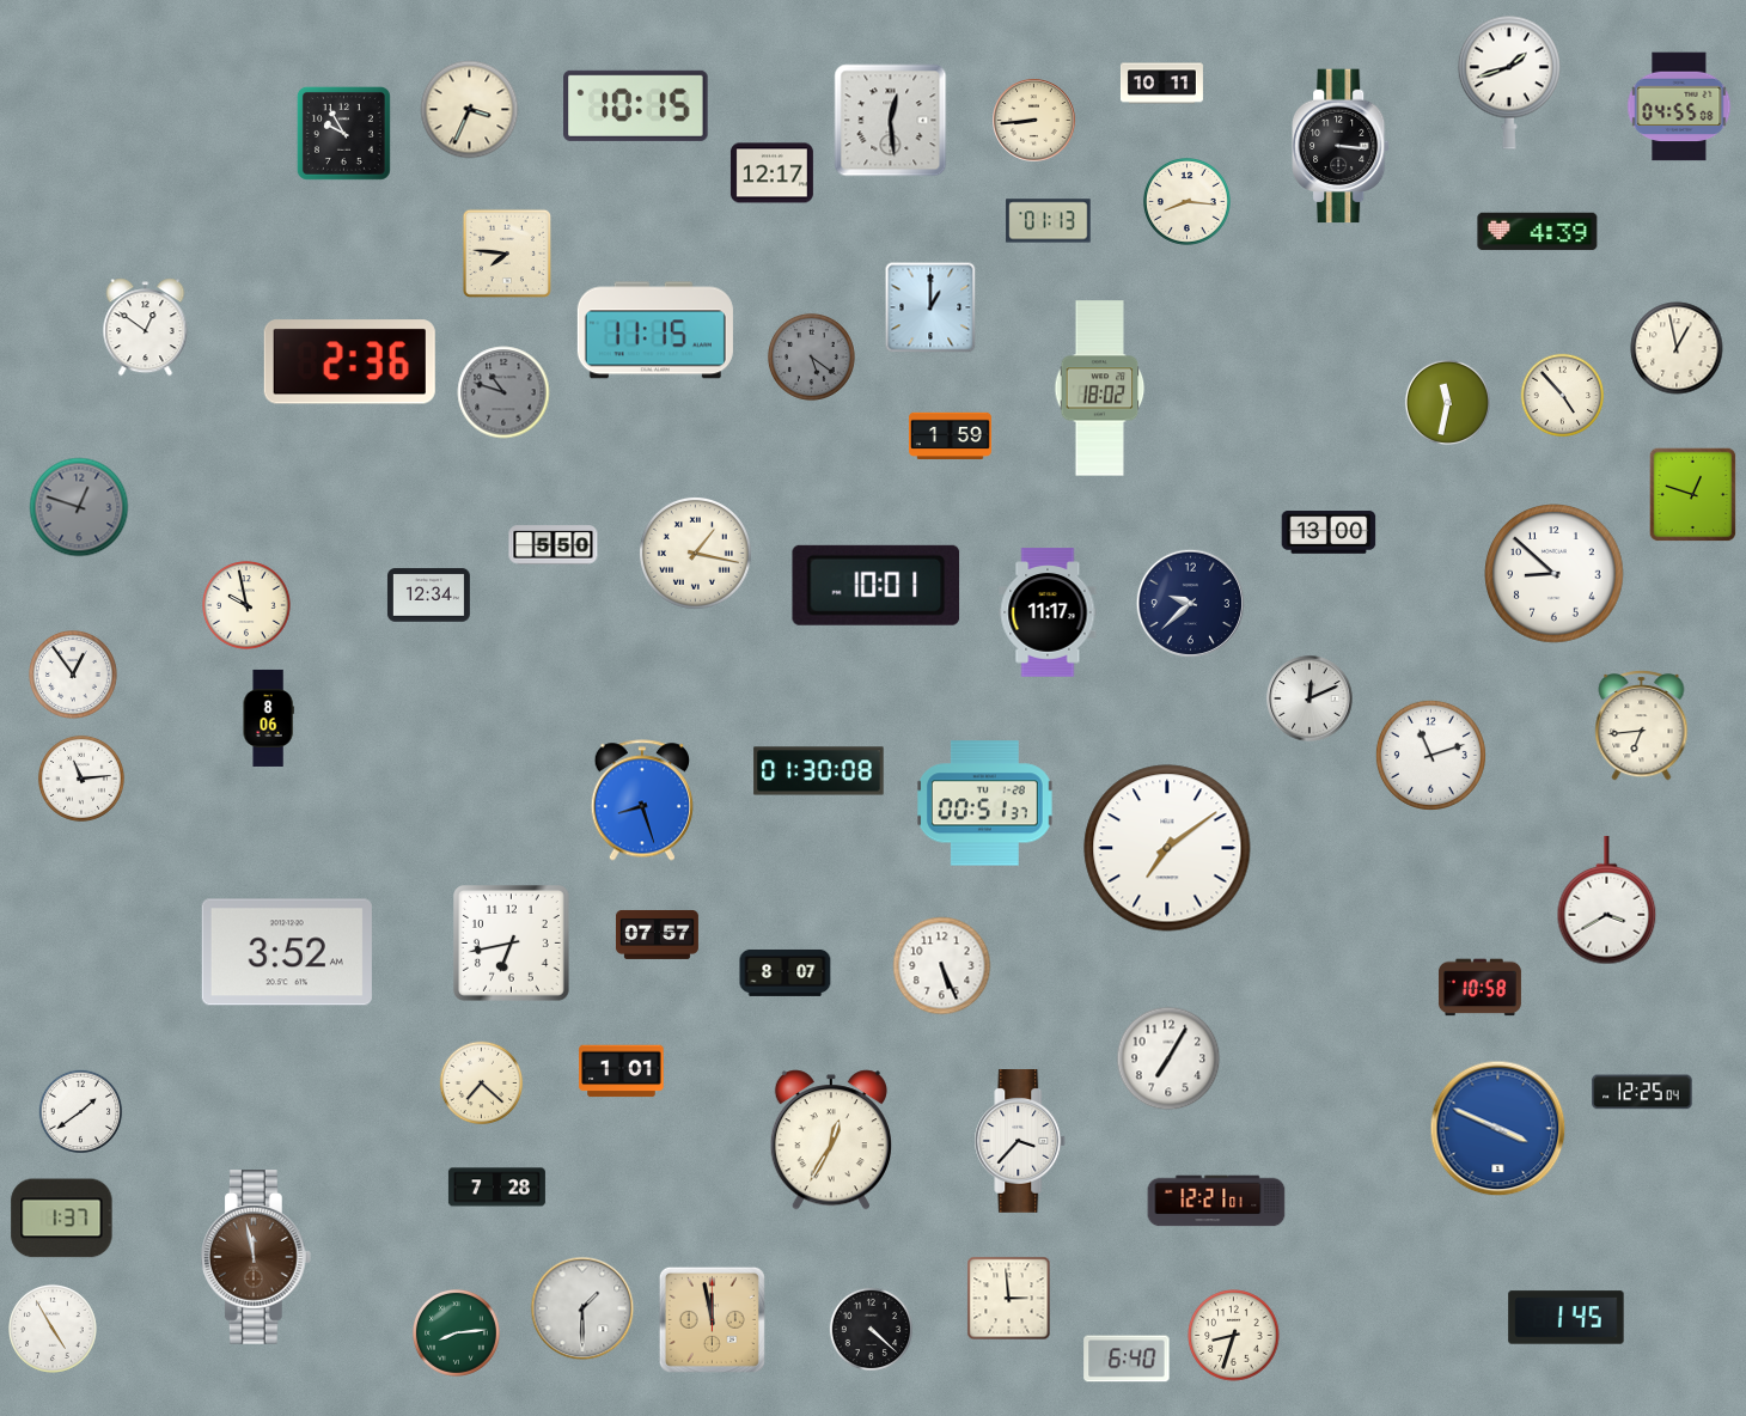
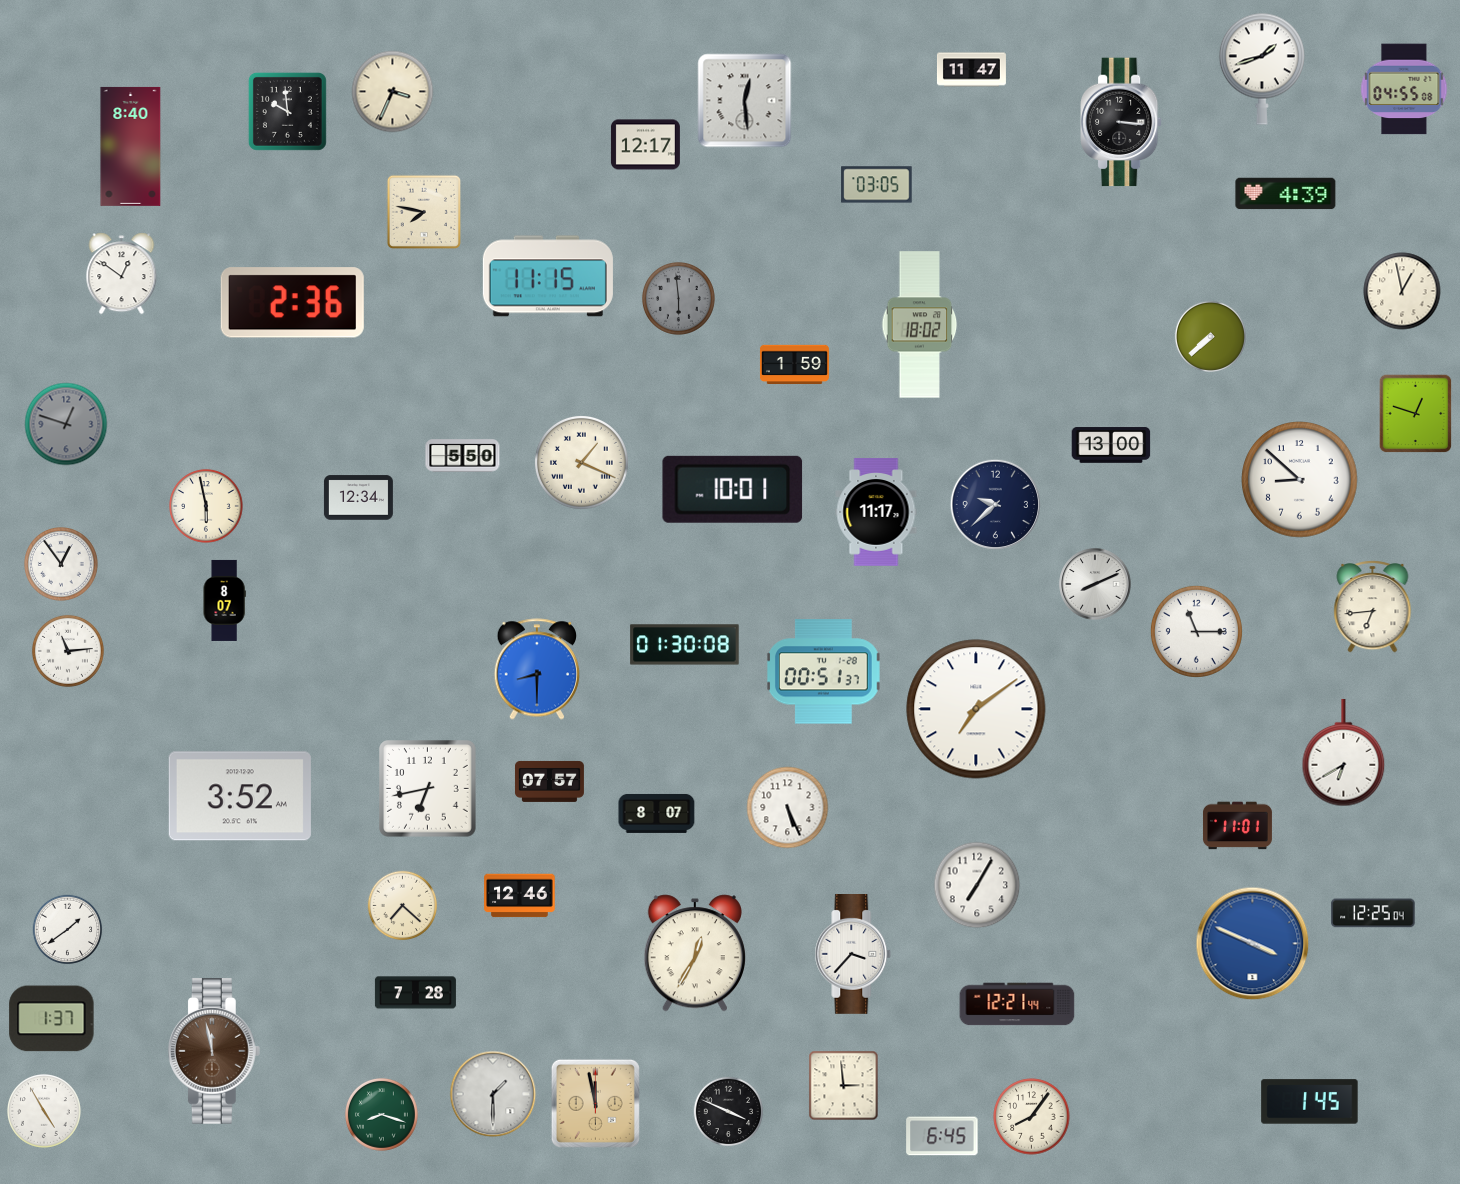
clock at (1161, 84): 10:11 -> 11:47
clock at (636, 105): 10:15 -> none
clock at (1034, 121): 8:44 -> none
clock at (343, 133): 9:55 -> 9:59
clock at (131, 146): none -> 8:40
clock at (1186, 201): 8:16 -> none
clock at (1049, 221): 01:13 -> 03:05
clock at (506, 252): 7:46 -> 7:47
clock at (930, 307): 1:00 -> none
clock at (811, 356): 5:21 -> 5:59
clock at (503, 392): 10:48 -> none
clock at (1563, 396): 4:53 -> none
clock at (1447, 402): 11:32 -> 7:38
clock at (695, 553): 1:17 -> 1:19
clock at (246, 605): 9:58 -> 5:58
clock at (1309, 698): 12:11 -> 8:11
clock at (268, 718): 8:06 -> 8:07
clock at (1430, 755): 11:12 -> 11:15
clock at (641, 800): 8:27 -> 8:30
clock at (1607, 901): 3:40 -> 6:40
clock at (1479, 988): 10:58 -> 11:01
clock at (622, 1072): 1:01 -> 12:46
clock at (1216, 1201): 12:21:01 -> 12:21:44
clock at (582, 1308) position: (582, 1308) -> (493, 1094)
clock at (872, 1330): 4:22 -> 3:49
clock at (456, 1332): 8:14 -> 8:18
clock at (1234, 1336): 8:33 -> 8:06
clock at (1127, 1359): 6:40 -> 6:45
